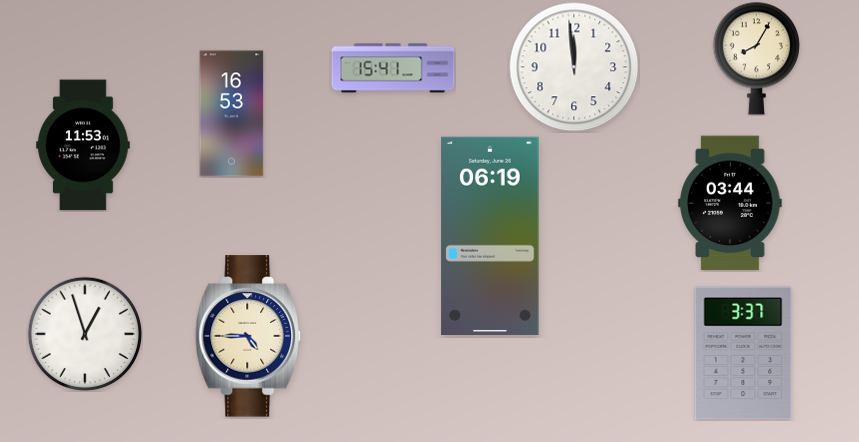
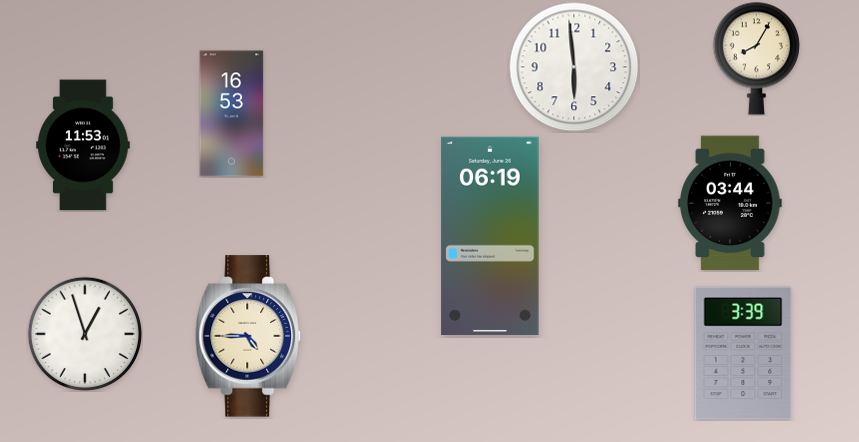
clock at (574, 67): 11:59 -> 5:59
clock at (393, 68): 15:41 -> none
clock at (743, 353): 3:37 -> 3:39
